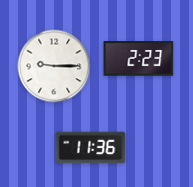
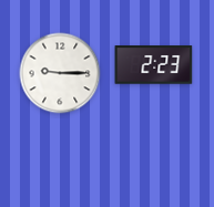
clock at (91, 148): 11:36 -> none
